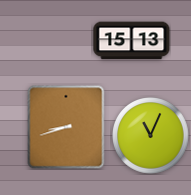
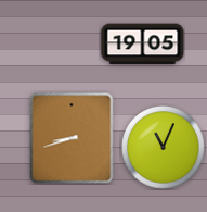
clock at (132, 41): 15:13 -> 19:05
